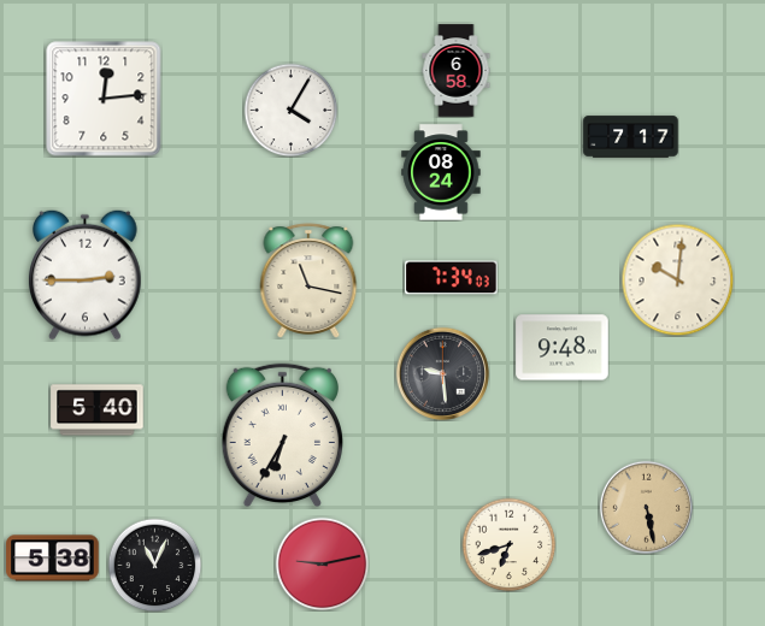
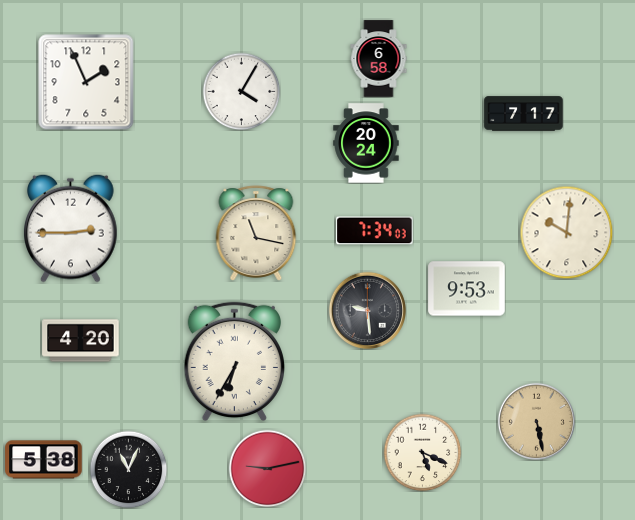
clock at (104, 99): 12:14 -> 1:56
clock at (441, 172): 08:24 -> 20:24
clock at (677, 279) position: (677, 279) -> (566, 232)
clock at (563, 348): 9:48 -> 9:53
clock at (98, 411): 5:40 -> 4:20
clock at (508, 544): 6:42 -> 5:19
clock at (53, 559) position: (53, 559) -> (44, 460)
